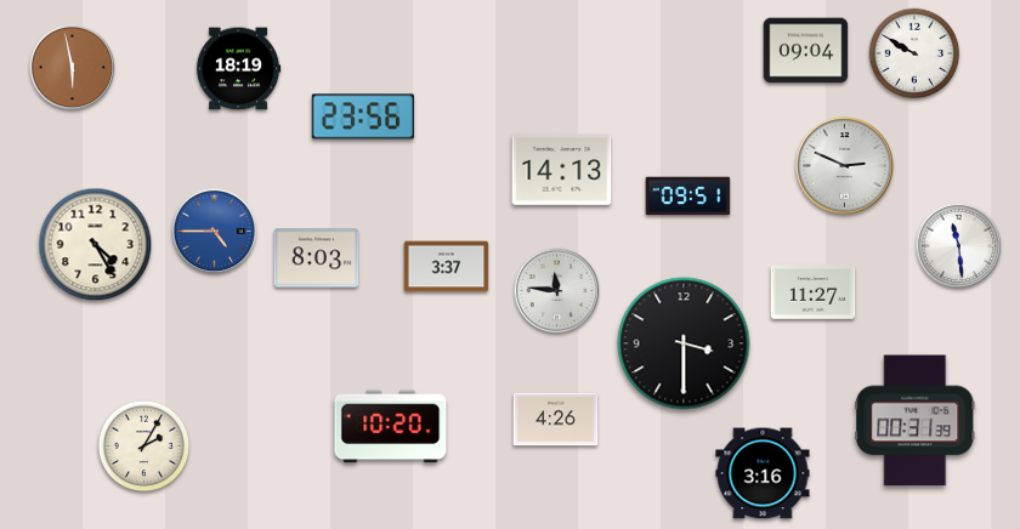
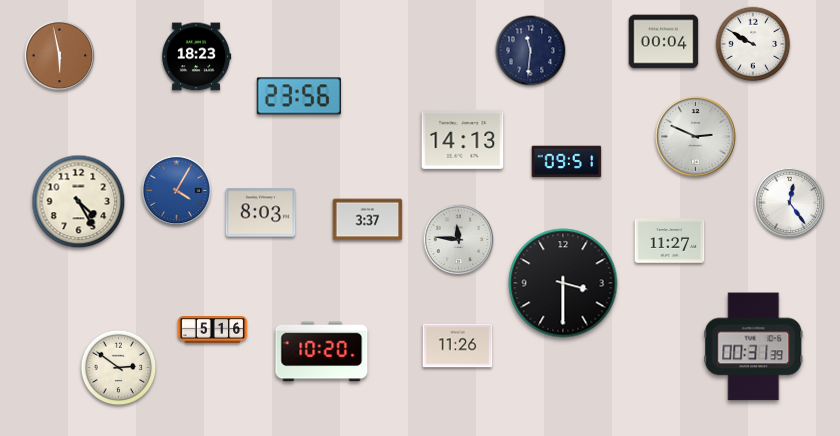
clock at (806, 51): 09:04 -> 00:04
clock at (531, 51): none -> 11:31
clock at (238, 69): 18:19 -> 18:23
clock at (215, 232): 4:45 -> 4:05
clock at (959, 246): 11:29 -> 12:24
clock at (213, 330): none -> 5:16
clock at (556, 420): 4:26 -> 11:26
clock at (144, 446): 2:05 -> 2:51
clock at (763, 473): 3:16 -> none
